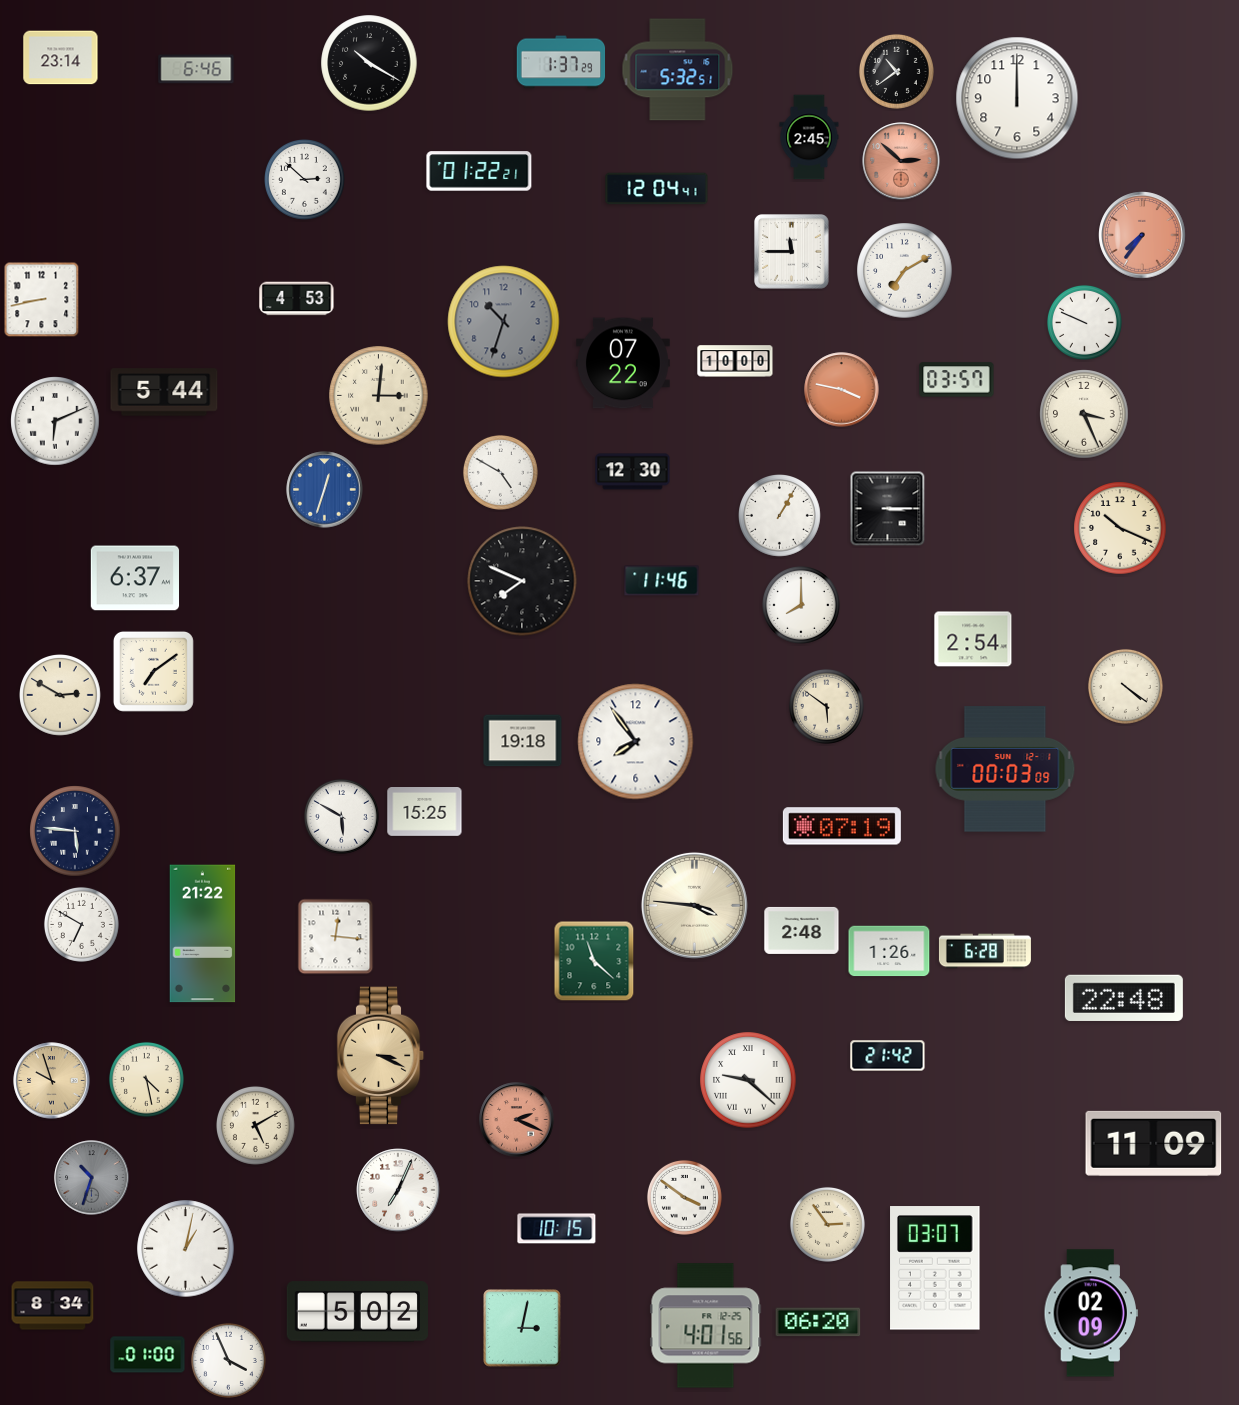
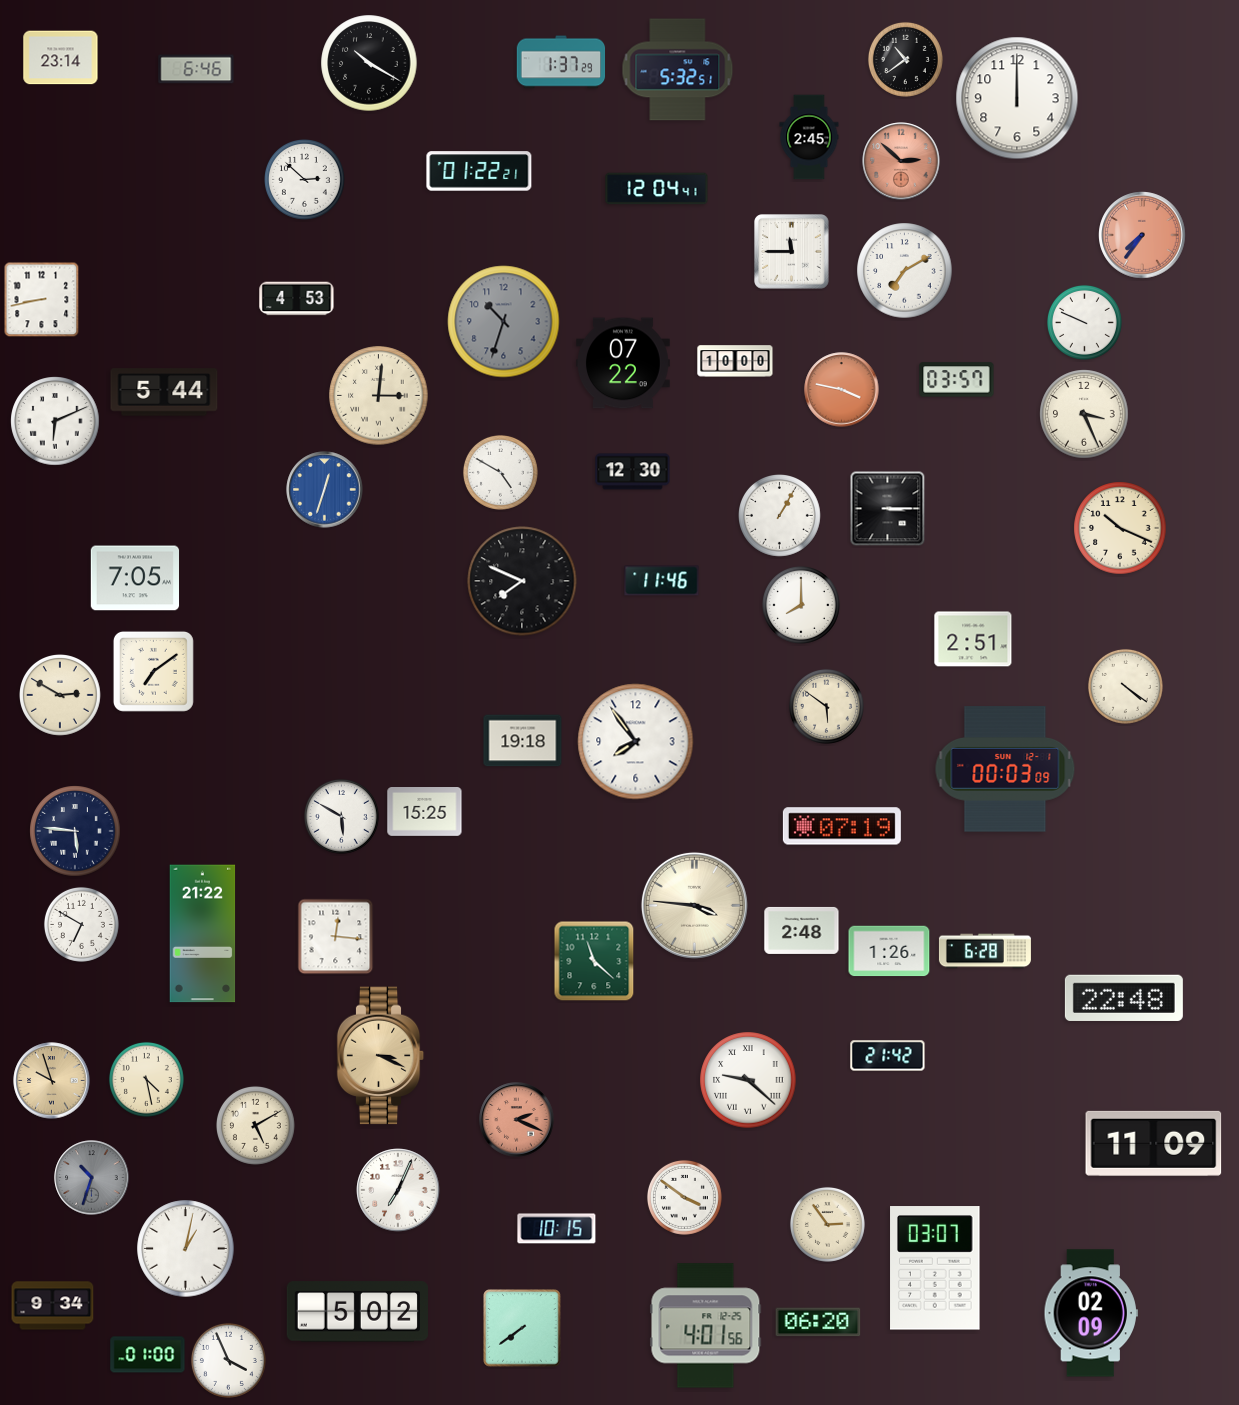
clock at (896, 71) position: (896, 71) -> (905, 59)
clock at (135, 578): 6:37 -> 7:05
clock at (973, 639): 2:54 -> 2:51
clock at (53, 1306): 8:34 -> 9:34
clock at (522, 1328): 3:02 -> 7:39
